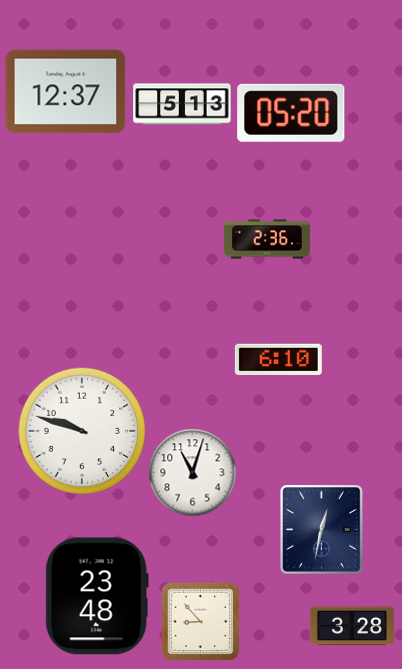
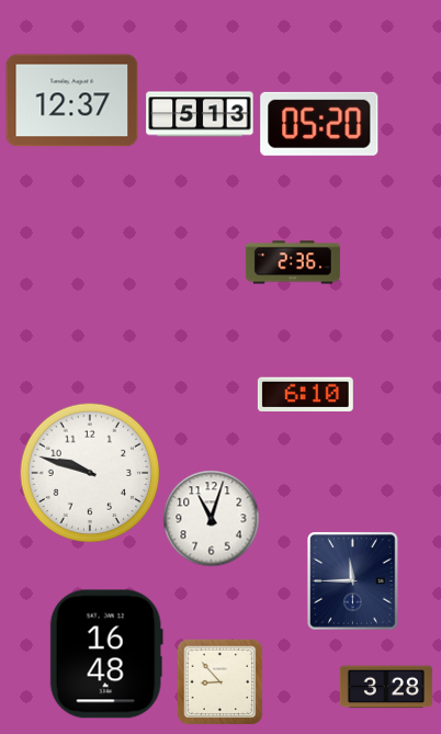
clock at (322, 529): 12:32 -> 11:45
clock at (97, 596): 23:48 -> 16:48
